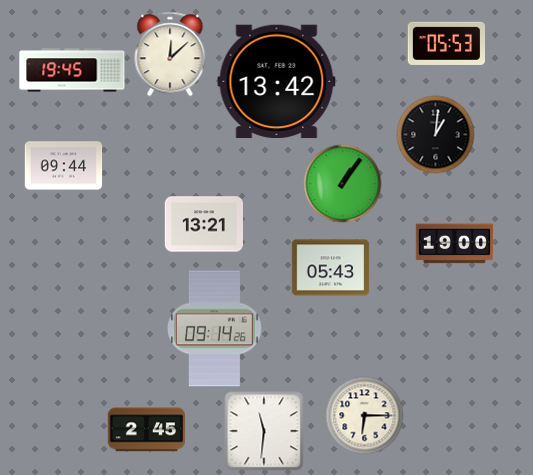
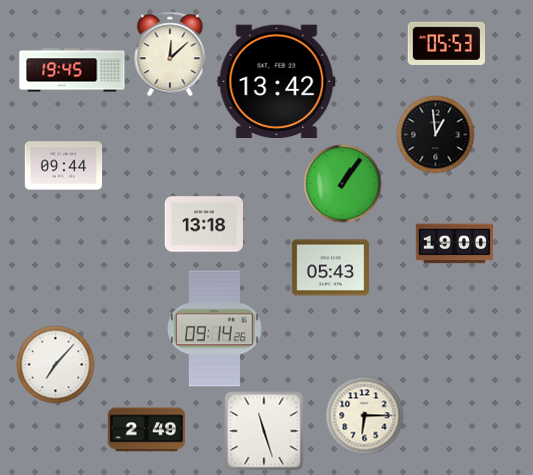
clock at (435, 134): 1:01 -> 12:59
clock at (203, 224): 13:21 -> 13:18
clock at (55, 364): none -> 7:07
clock at (146, 430): 2:45 -> 2:49
clock at (264, 431): 11:31 -> 11:27
